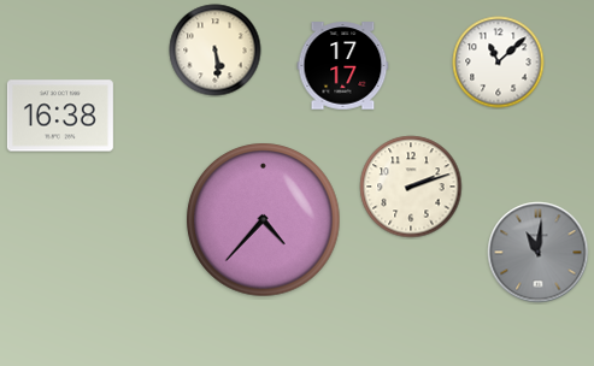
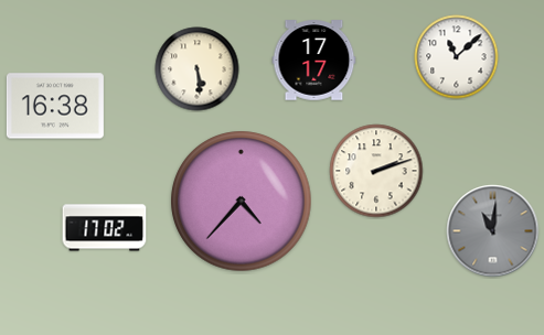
clock at (216, 51) position: (216, 51) -> (198, 69)
clock at (105, 228): none -> 17:02
